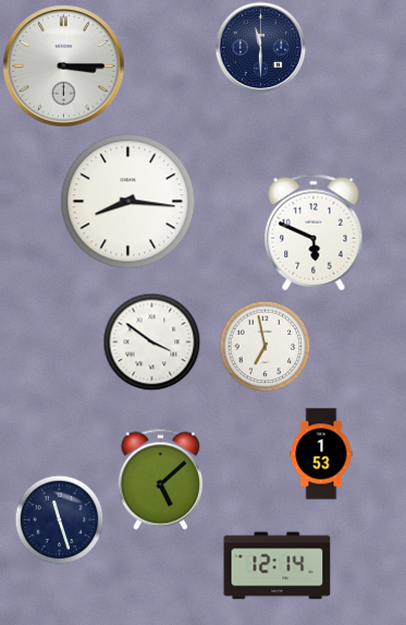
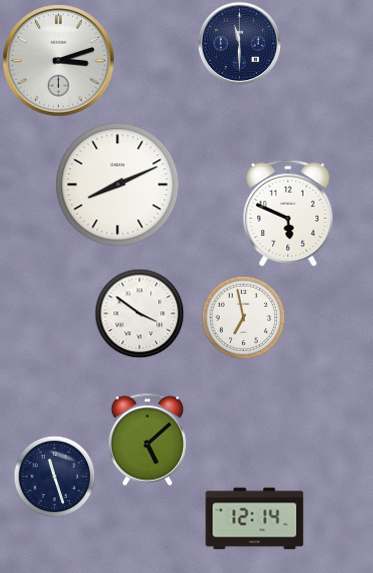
clock at (64, 67): 3:15 -> 3:12
clock at (128, 202): 8:16 -> 8:11
clock at (321, 454): 1:53 -> none
